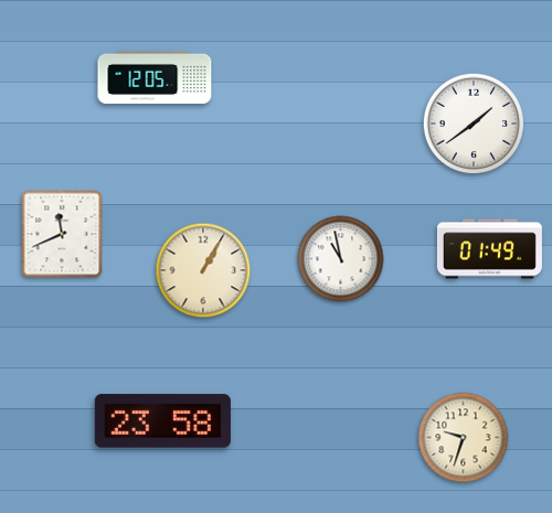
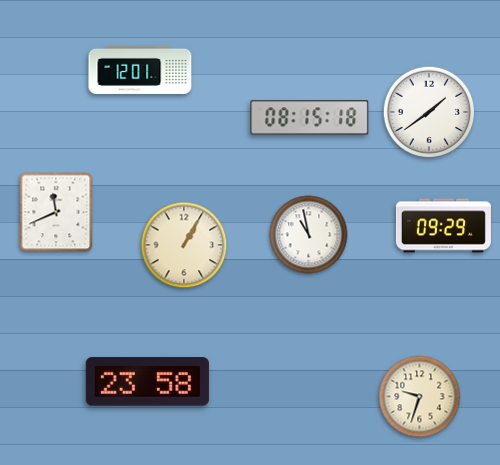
clock at (155, 77): 12:05 -> 12:01
clock at (310, 118): none -> 08:15
clock at (489, 249): 01:49 -> 09:29
